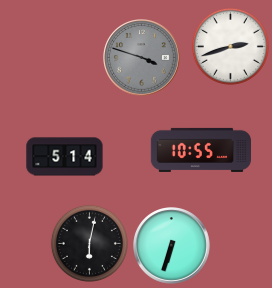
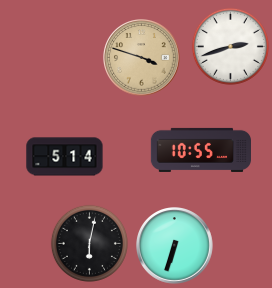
clock at (142, 58) dial: grey -> champagne
clock at (172, 246) position: (172, 246) -> (175, 246)
